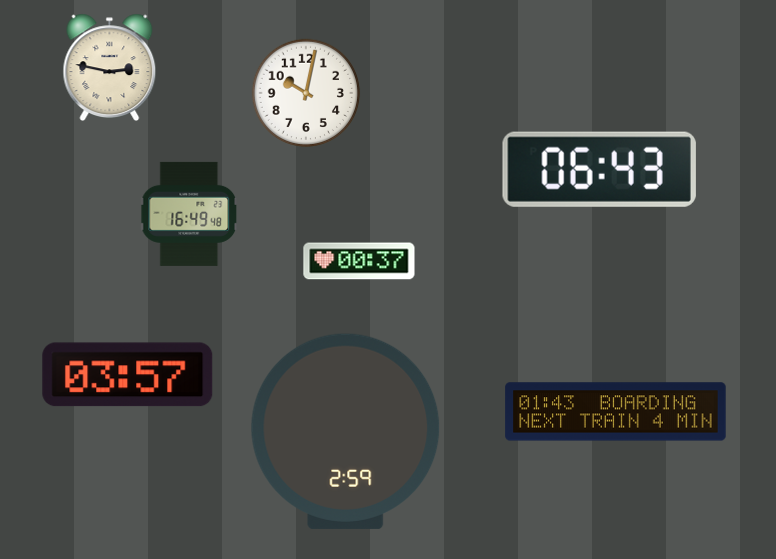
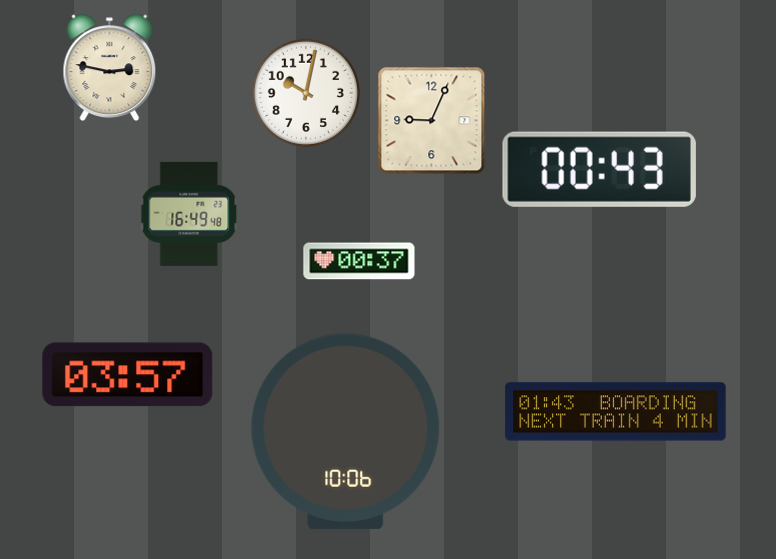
clock at (432, 121): none -> 9:04
clock at (599, 169): 06:43 -> 00:43
clock at (346, 431): 2:59 -> 10:06
